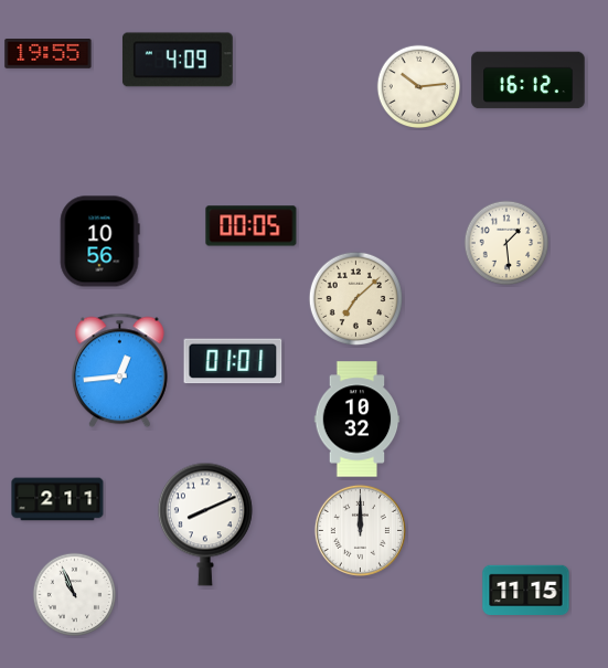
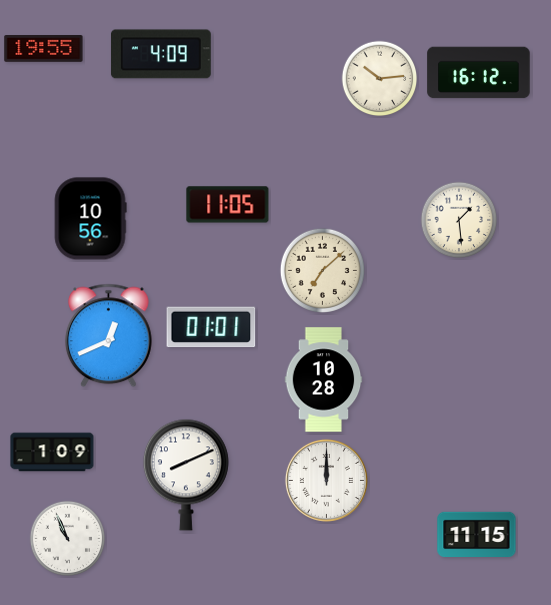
clock at (252, 226): 00:05 -> 11:05
clock at (120, 371): 12:44 -> 12:41
clock at (358, 420): 10:32 -> 10:28
clock at (57, 499): 2:11 -> 1:09
